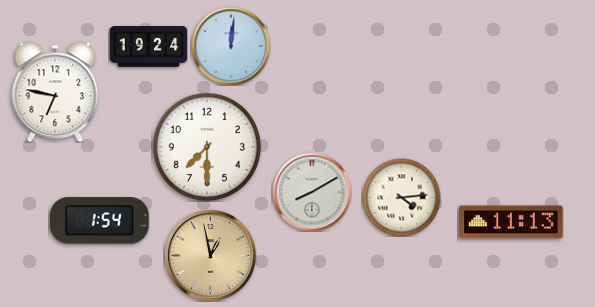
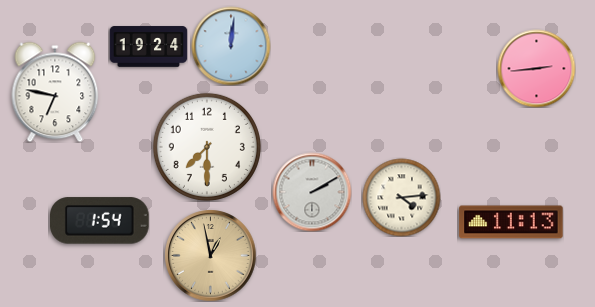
clock at (536, 68): none -> 2:44
clock at (312, 192): 8:10 -> 2:10
